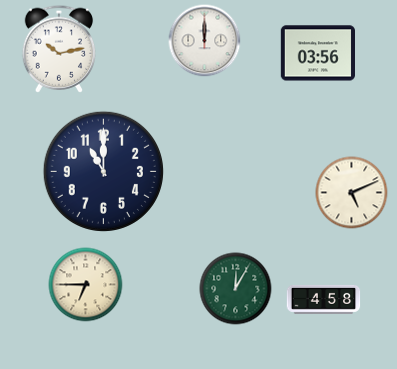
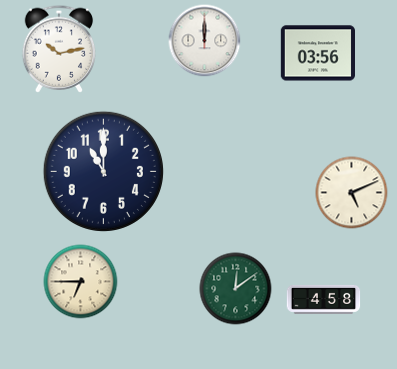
clock at (86, 285) position: (86, 285) -> (81, 282)
clock at (236, 289): 12:05 -> 12:09
